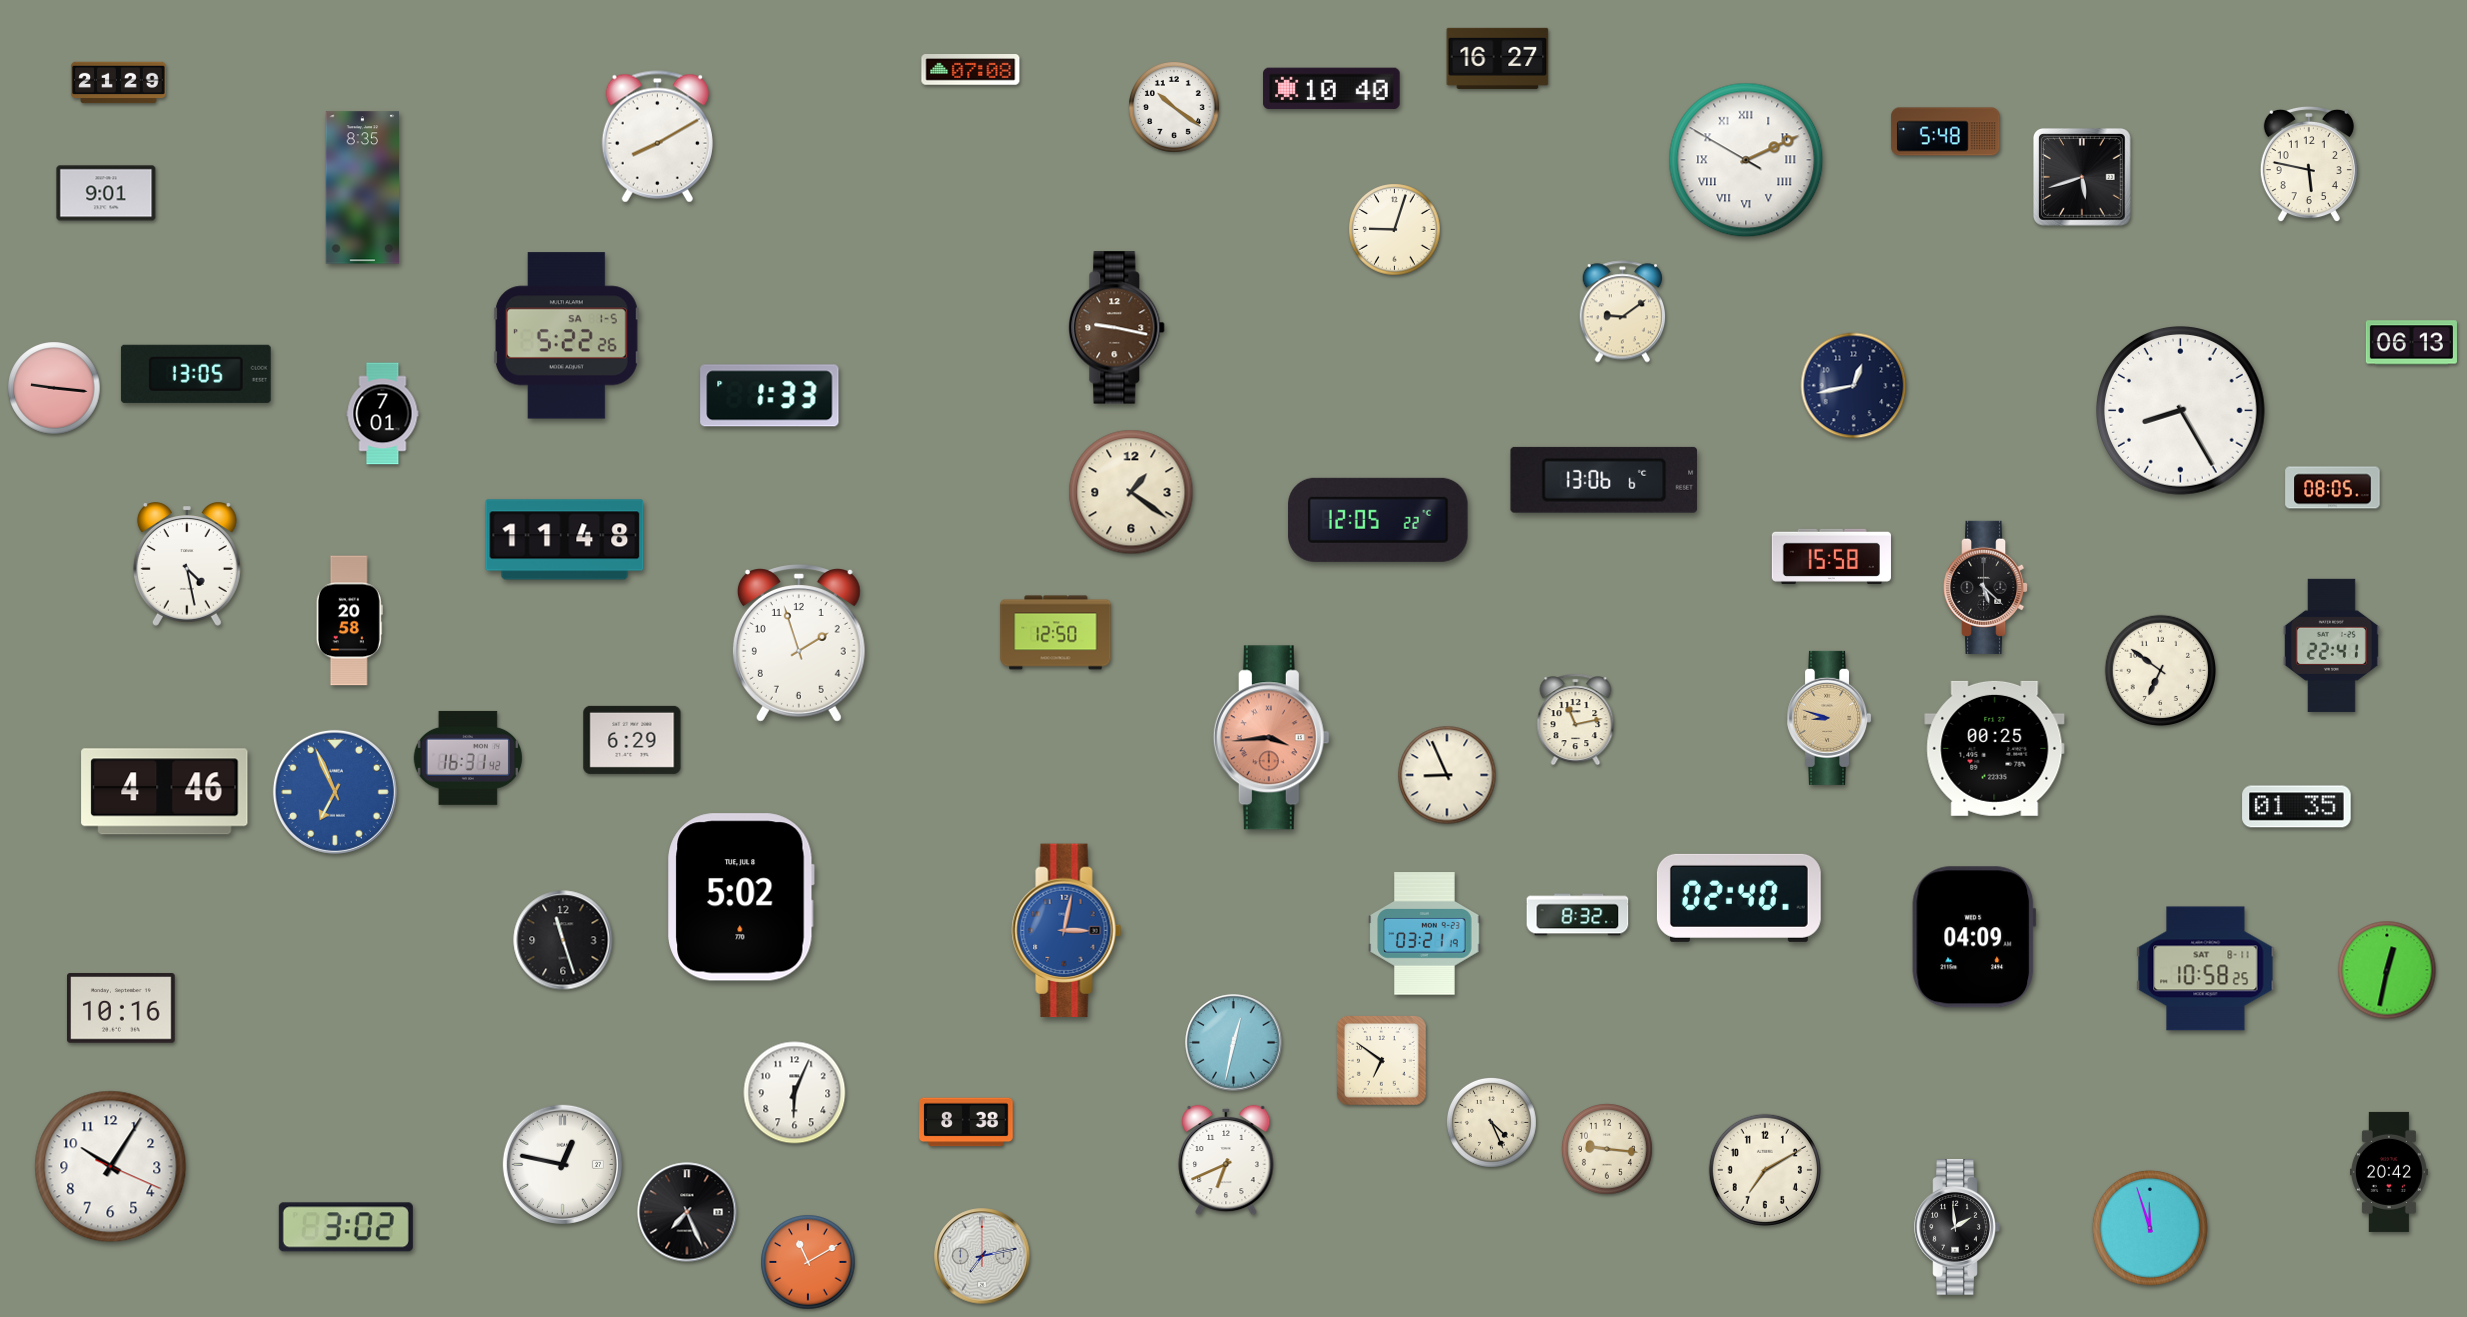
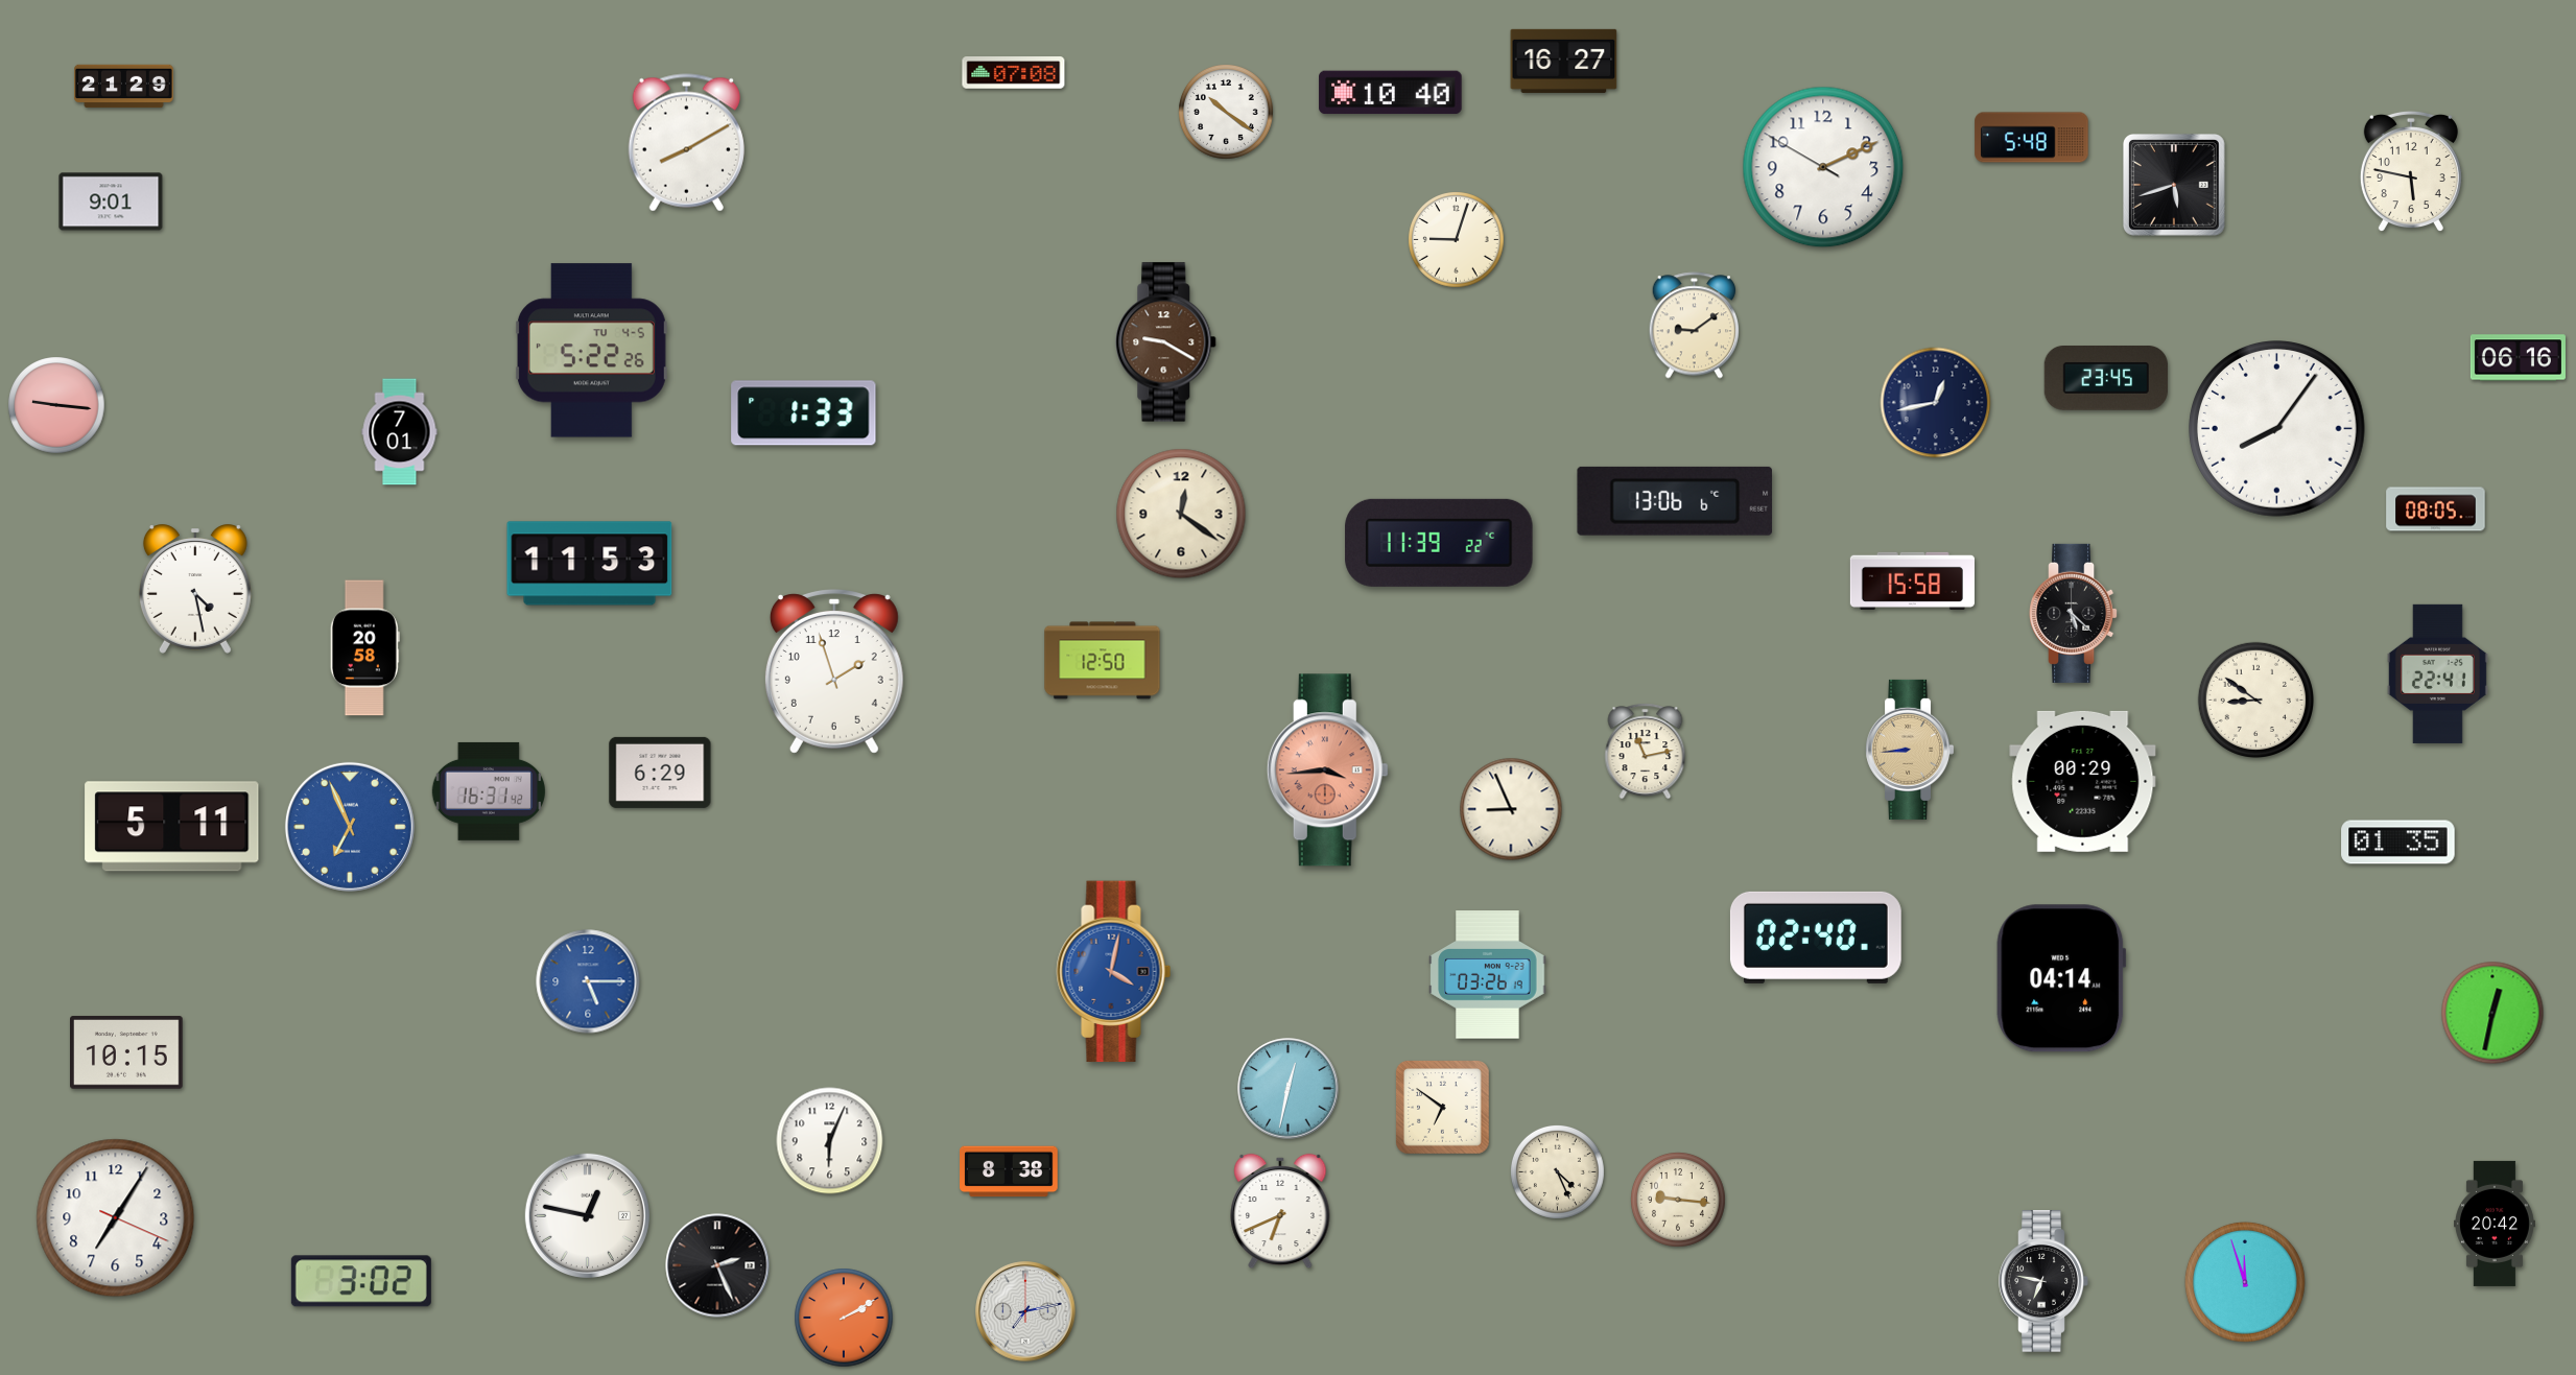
clock at (1746, 160) numerals: Roman -> Arabic
clock at (363, 188): 8:35 -> none
clock at (1117, 328): 9:17 -> 9:20
clock at (566, 336) date: SA 1-5 -> TU 4-5
clock at (2411, 343): 06:13 -> 06:16
clock at (2106, 379): none -> 23:45
clock at (196, 374): 13:05 -> none
clock at (2181, 411): 8:25 -> 8:06
clock at (1131, 492): 1:21 -> 12:21
clock at (1378, 520): 12:05 -> 11:39
clock at (565, 540): 11:48 -> 11:53
clock at (2331, 645) position: (2331, 645) -> (2437, 673)
clock at (2160, 670): 6:51 -> 8:51
clock at (1829, 718): 8:48 -> 8:44
clock at (1995, 748): 00:25 -> 00:29
clock at (165, 792): 4:46 -> 5:11
clock at (741, 897): 5:02 -> none
clock at (1578, 915): 8:32 -> none
clock at (1067, 931): 3:02 -> 4:02
clock at (1425, 934): 03:21 -> 03:26
clock at (1974, 937): 04:09 -> 04:14
clock at (563, 940): 11:27 -> 5:15
clock at (563, 940) dial: black -> blue
clock at (2206, 969): 10:58 -> none
clock at (122, 1008): 10:16 -> 10:15
clock at (111, 1167): 10:05 -> 7:05
clock at (1765, 1170): 7:10 -> none
clock at (687, 1212): 7:26 -> 2:26
clock at (1957, 1228): 1:59 -> 6:47
clock at (808, 1262): 11:10 -> 2:10
